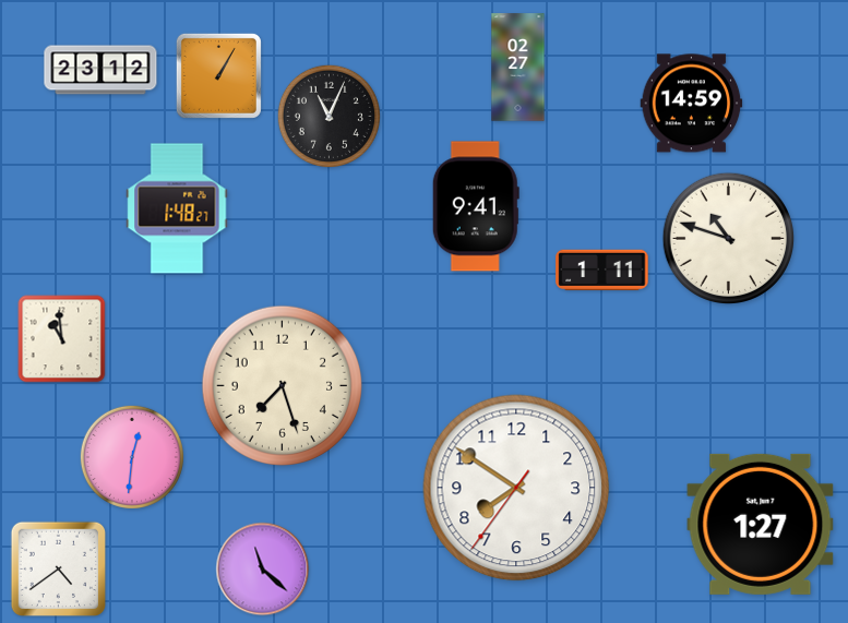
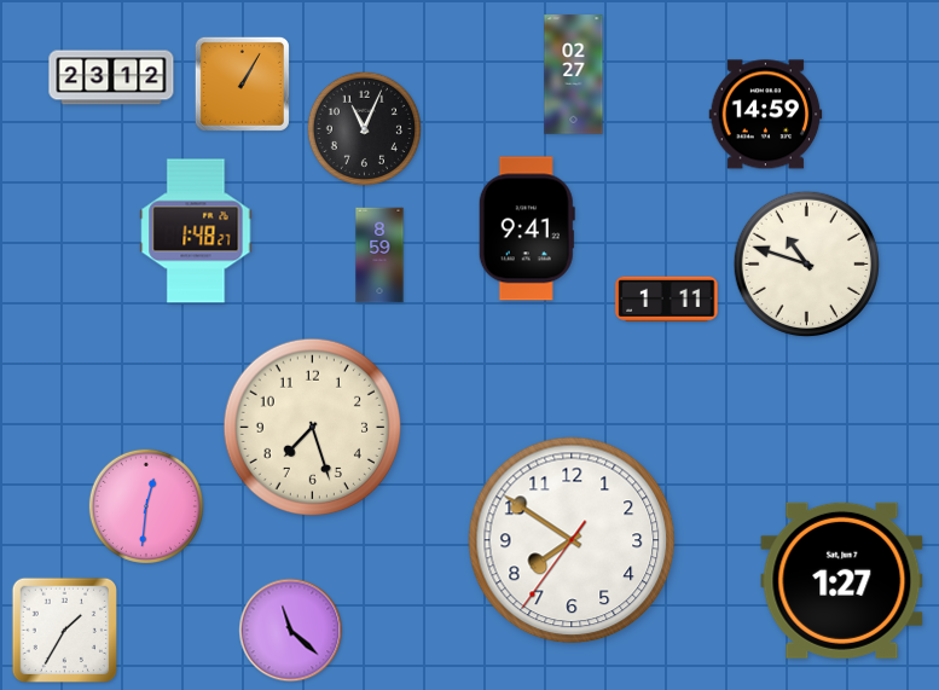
clock at (379, 255): none -> 8:59
clock at (62, 339): 10:59 -> none
clock at (59, 570): 4:39 -> 1:35
